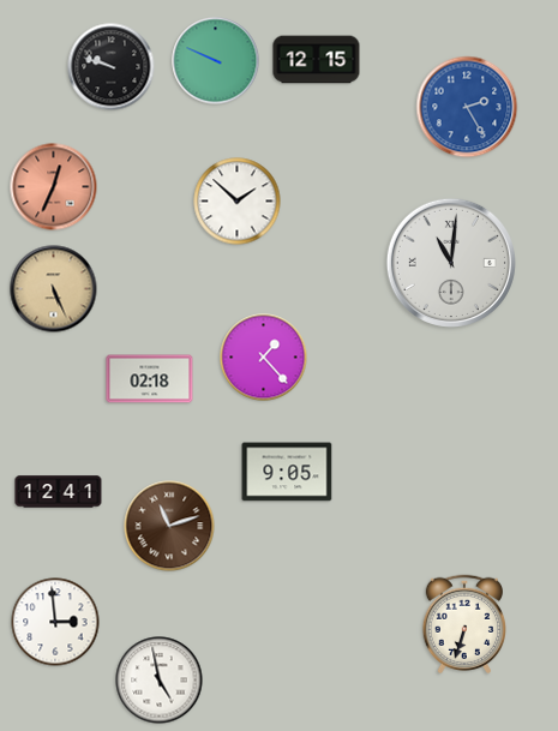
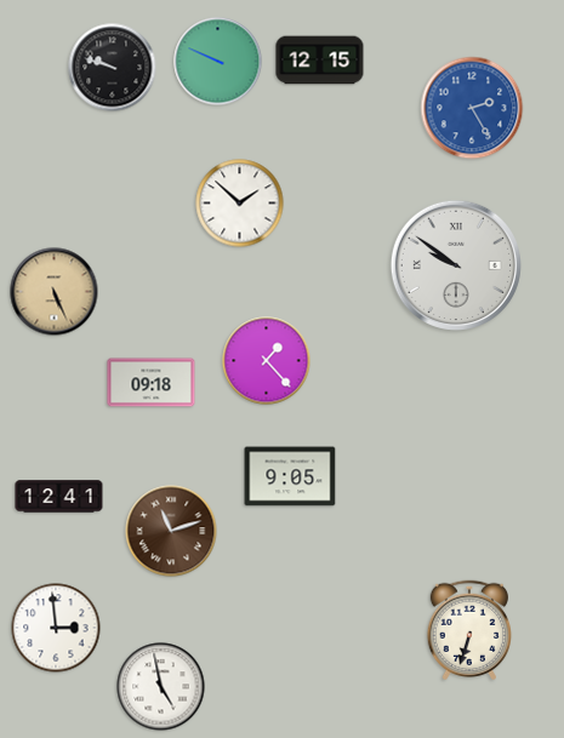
clock at (54, 187): 12:34 -> none
clock at (451, 263): 11:01 -> 9:51
clock at (150, 379): 02:18 -> 09:18
